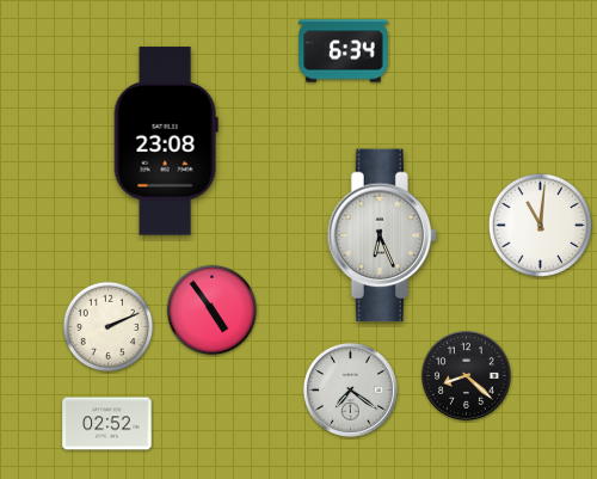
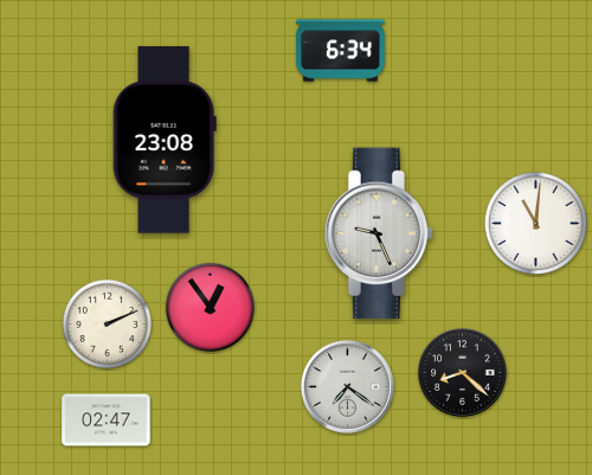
clock at (382, 235): 6:26 -> 9:26
clock at (213, 311): 4:54 -> 12:54
clock at (107, 424): 02:52 -> 02:47
